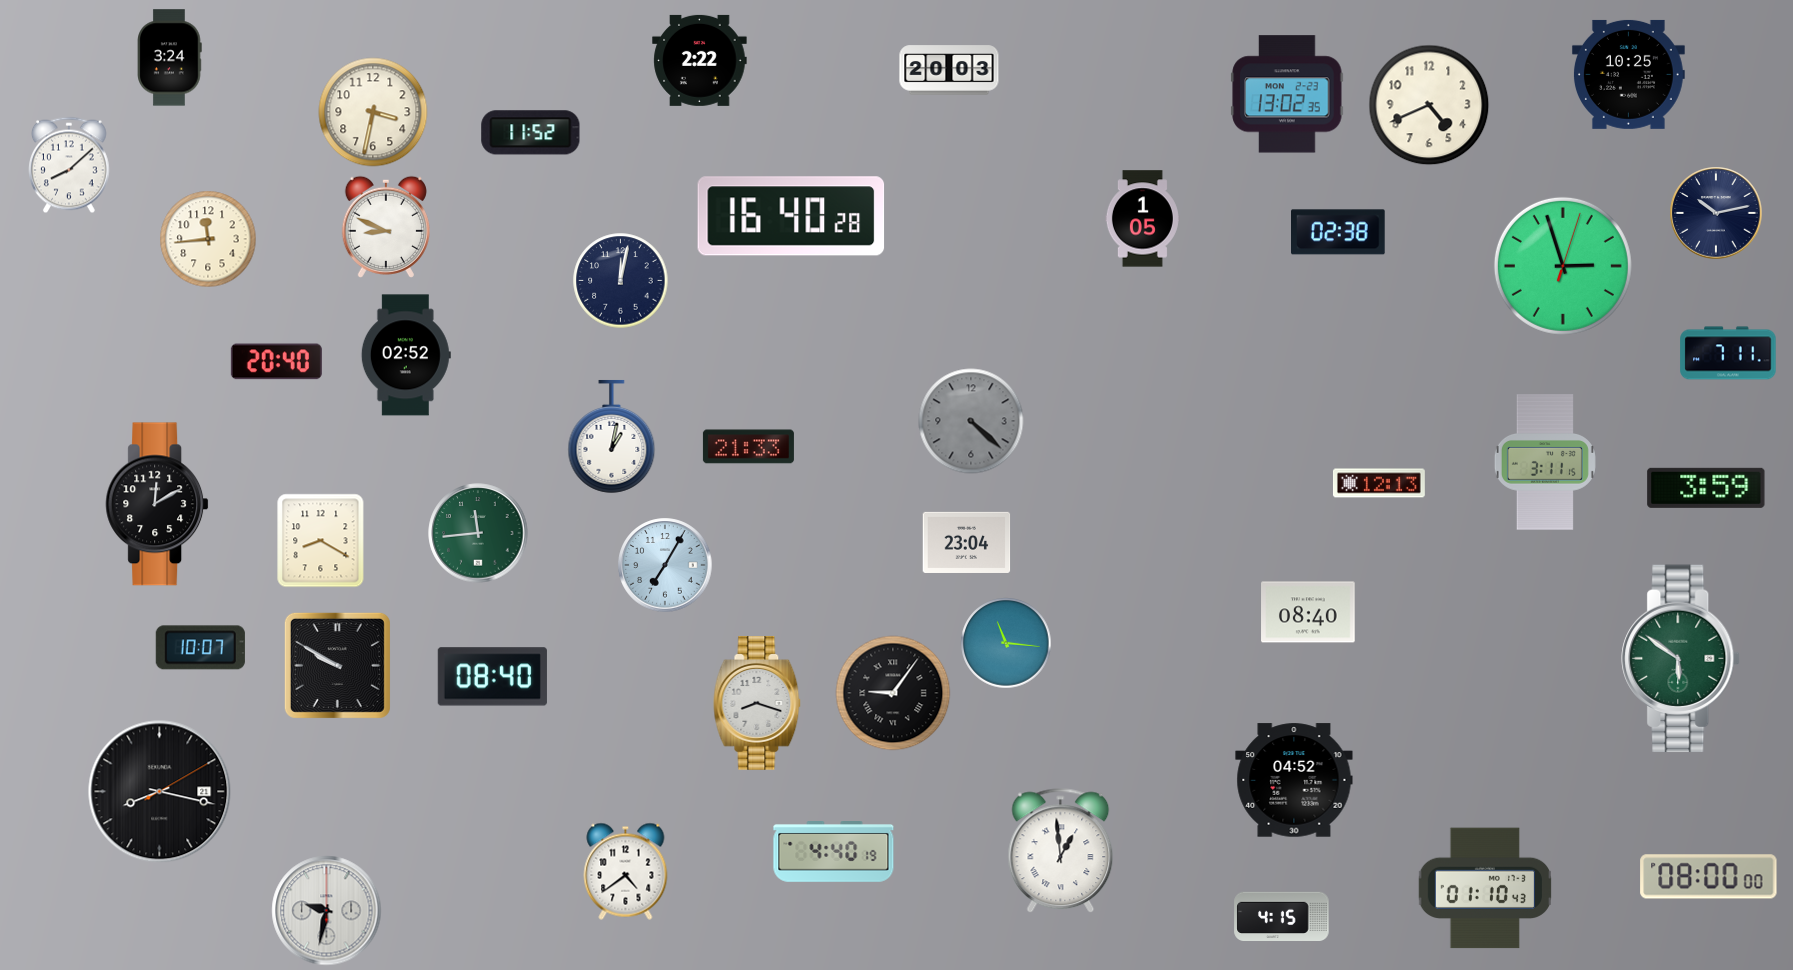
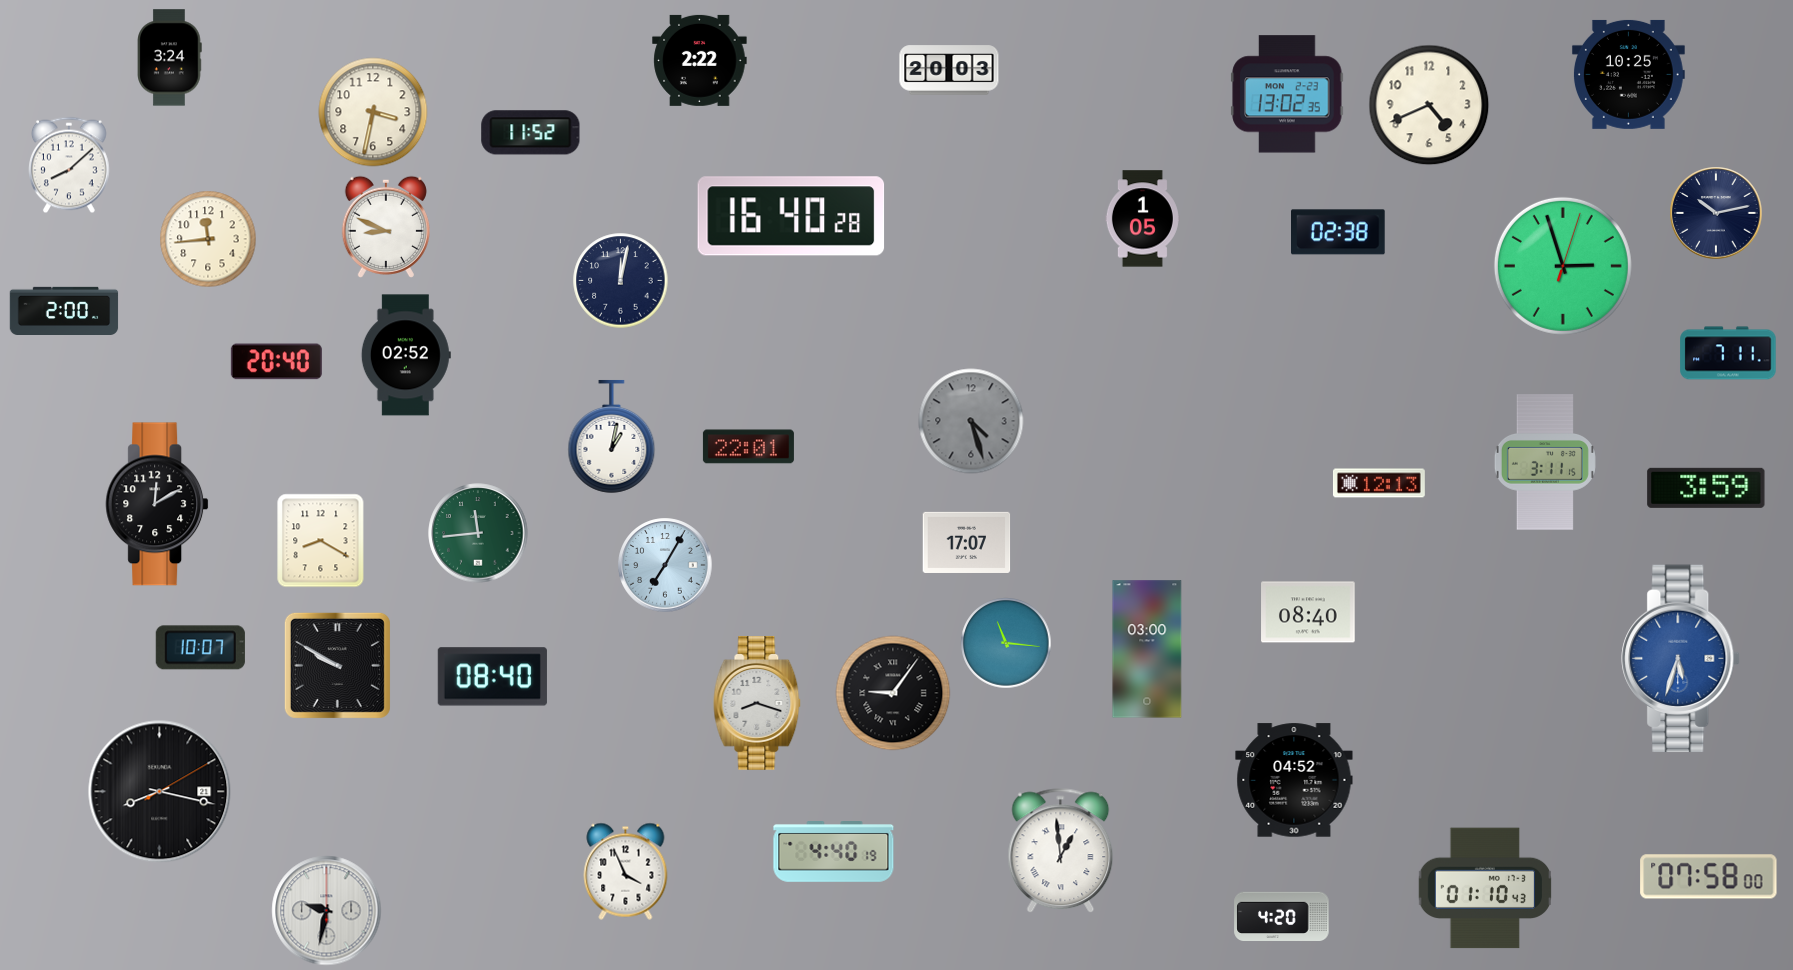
clock at (64, 310): none -> 2:00
clock at (971, 421): 4:22 -> 4:27
clock at (748, 447): 21:33 -> 22:01
clock at (967, 542): 23:04 -> 17:07
clock at (1147, 649): none -> 03:00
clock at (1681, 659): 5:51 -> 5:33
clock at (1681, 659) dial: green -> blue
clock at (626, 871): 4:39 -> 3:56
clock at (1709, 877): 08:00 -> 07:58
clock at (1282, 916): 4:15 -> 4:20
